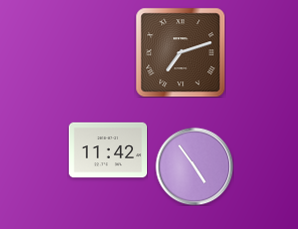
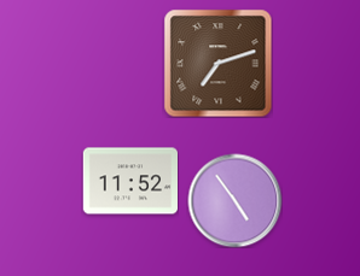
clock at (107, 150): 11:42 -> 11:52
